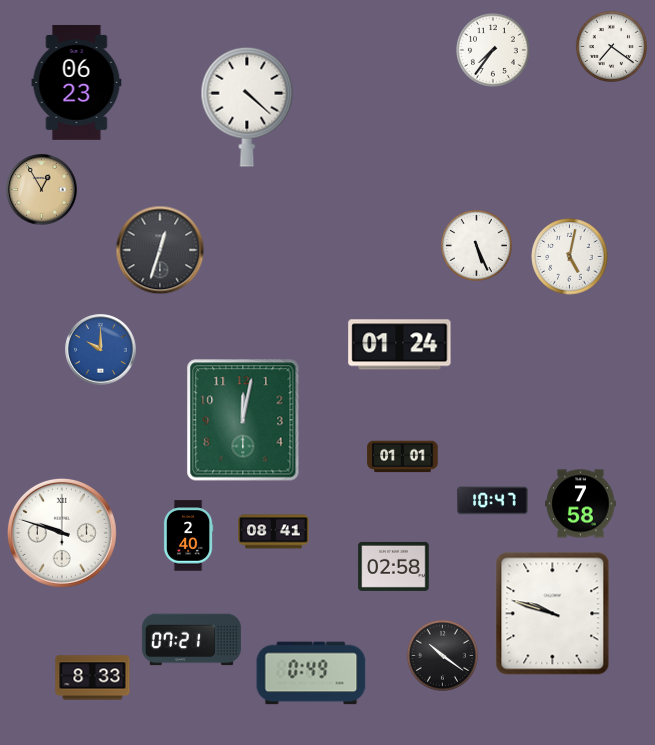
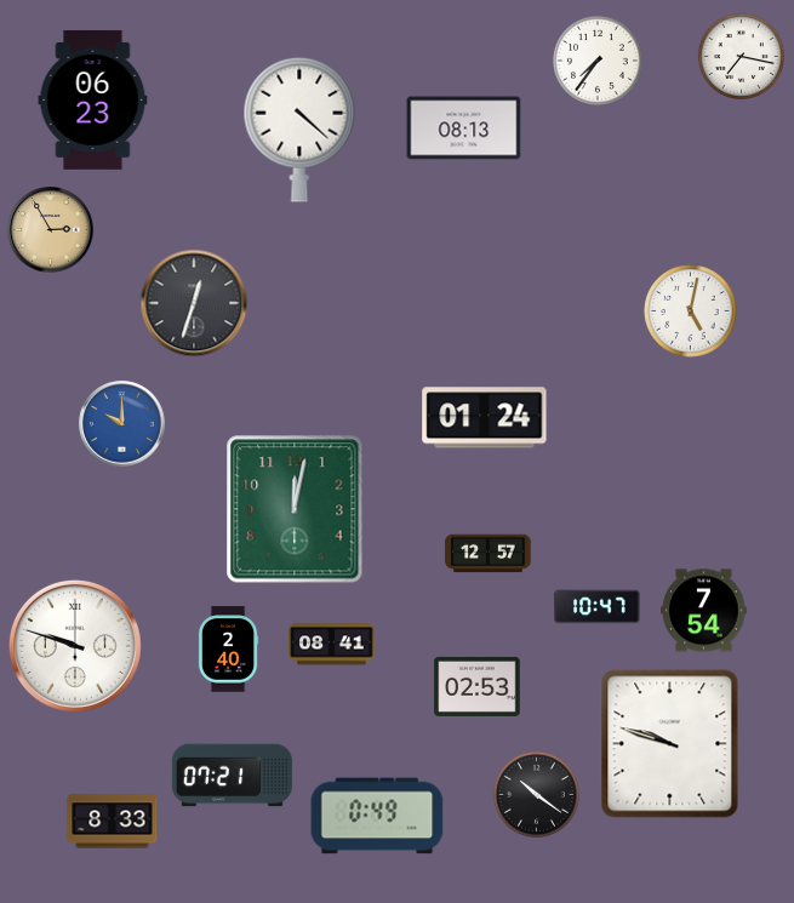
clock at (611, 46): 7:21 -> 7:17
clock at (464, 128): none -> 08:13
clock at (42, 190): 12:55 -> 2:55
clock at (476, 245): 5:26 -> none
clock at (403, 457): 01:01 -> 12:57
clock at (581, 504): 7:58 -> 7:54
clock at (394, 566): 02:58 -> 02:53
